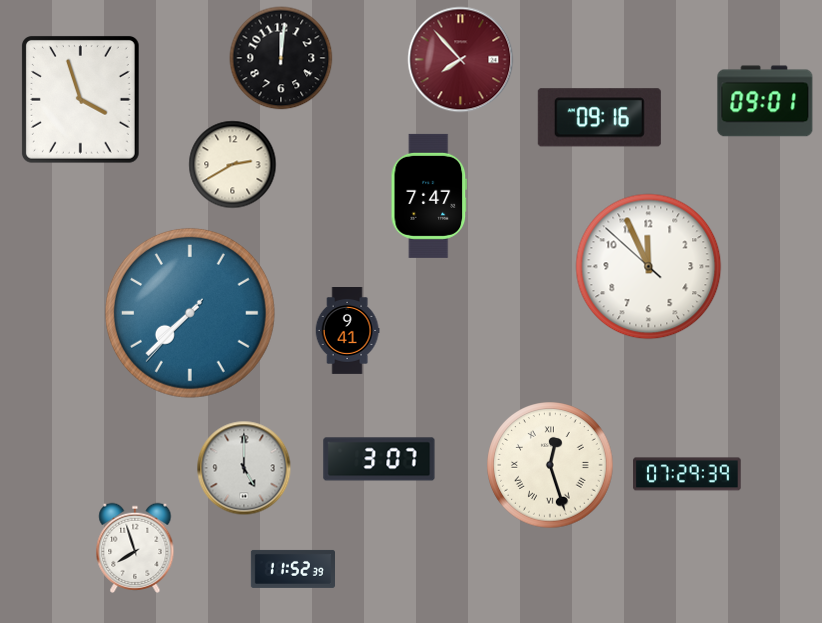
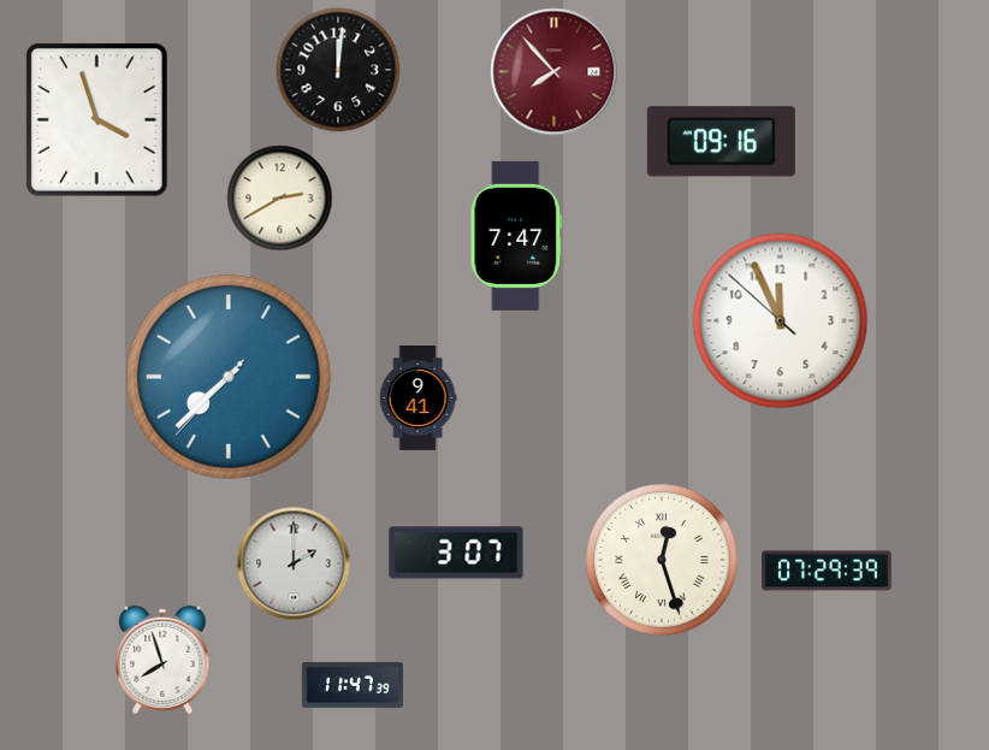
clock at (765, 101): 09:01 -> none
clock at (244, 468): 5:00 -> 2:00
clock at (292, 569): 11:52 -> 11:47
